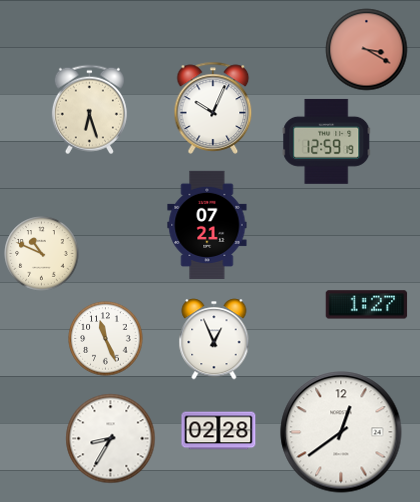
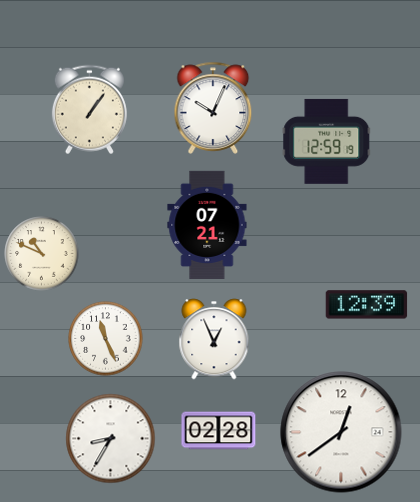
clock at (367, 50): 3:20 -> none
clock at (89, 110): 6:27 -> 1:06
clock at (367, 305): 1:27 -> 12:39
